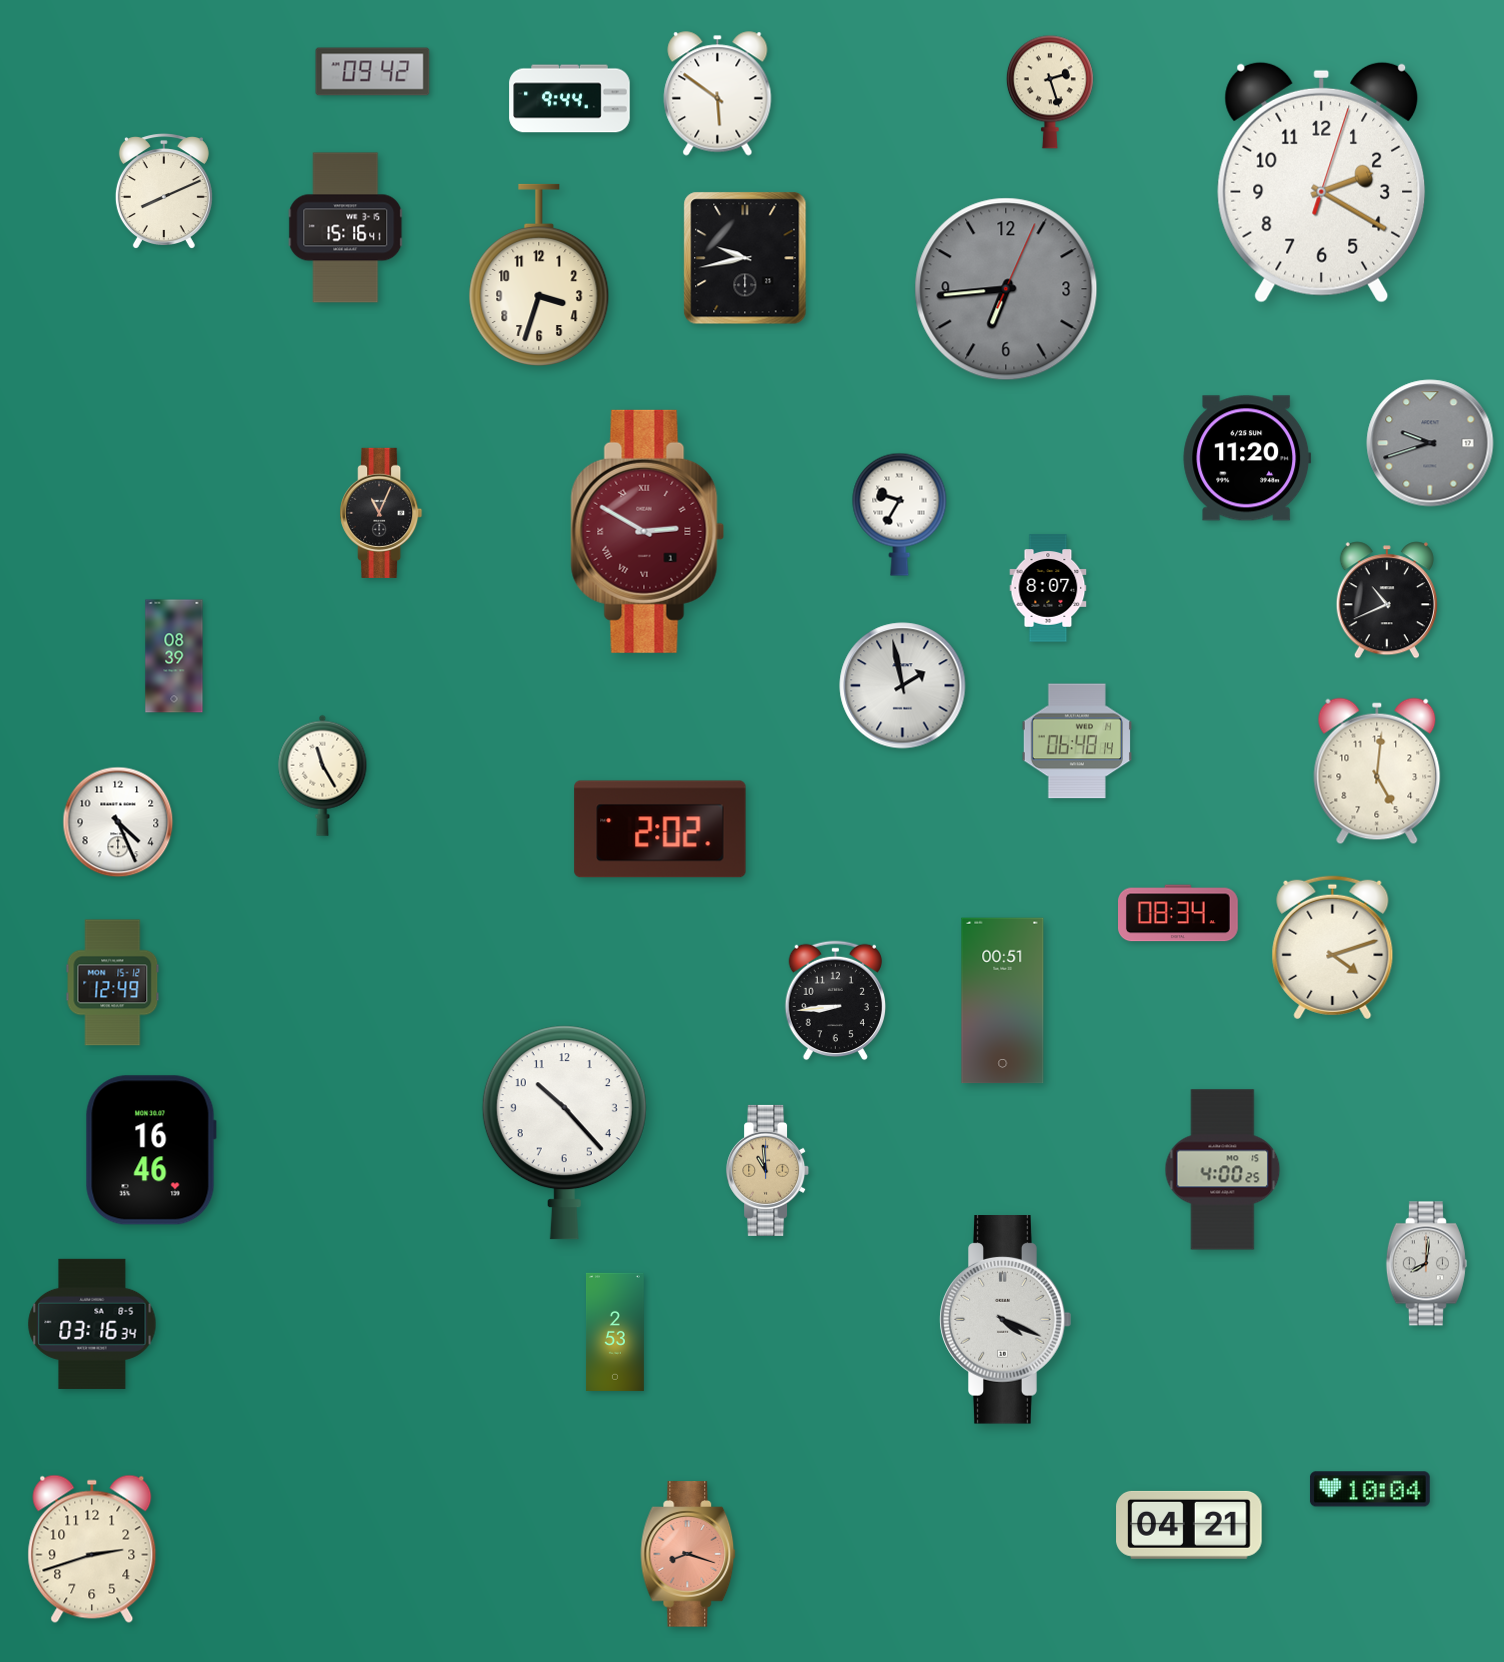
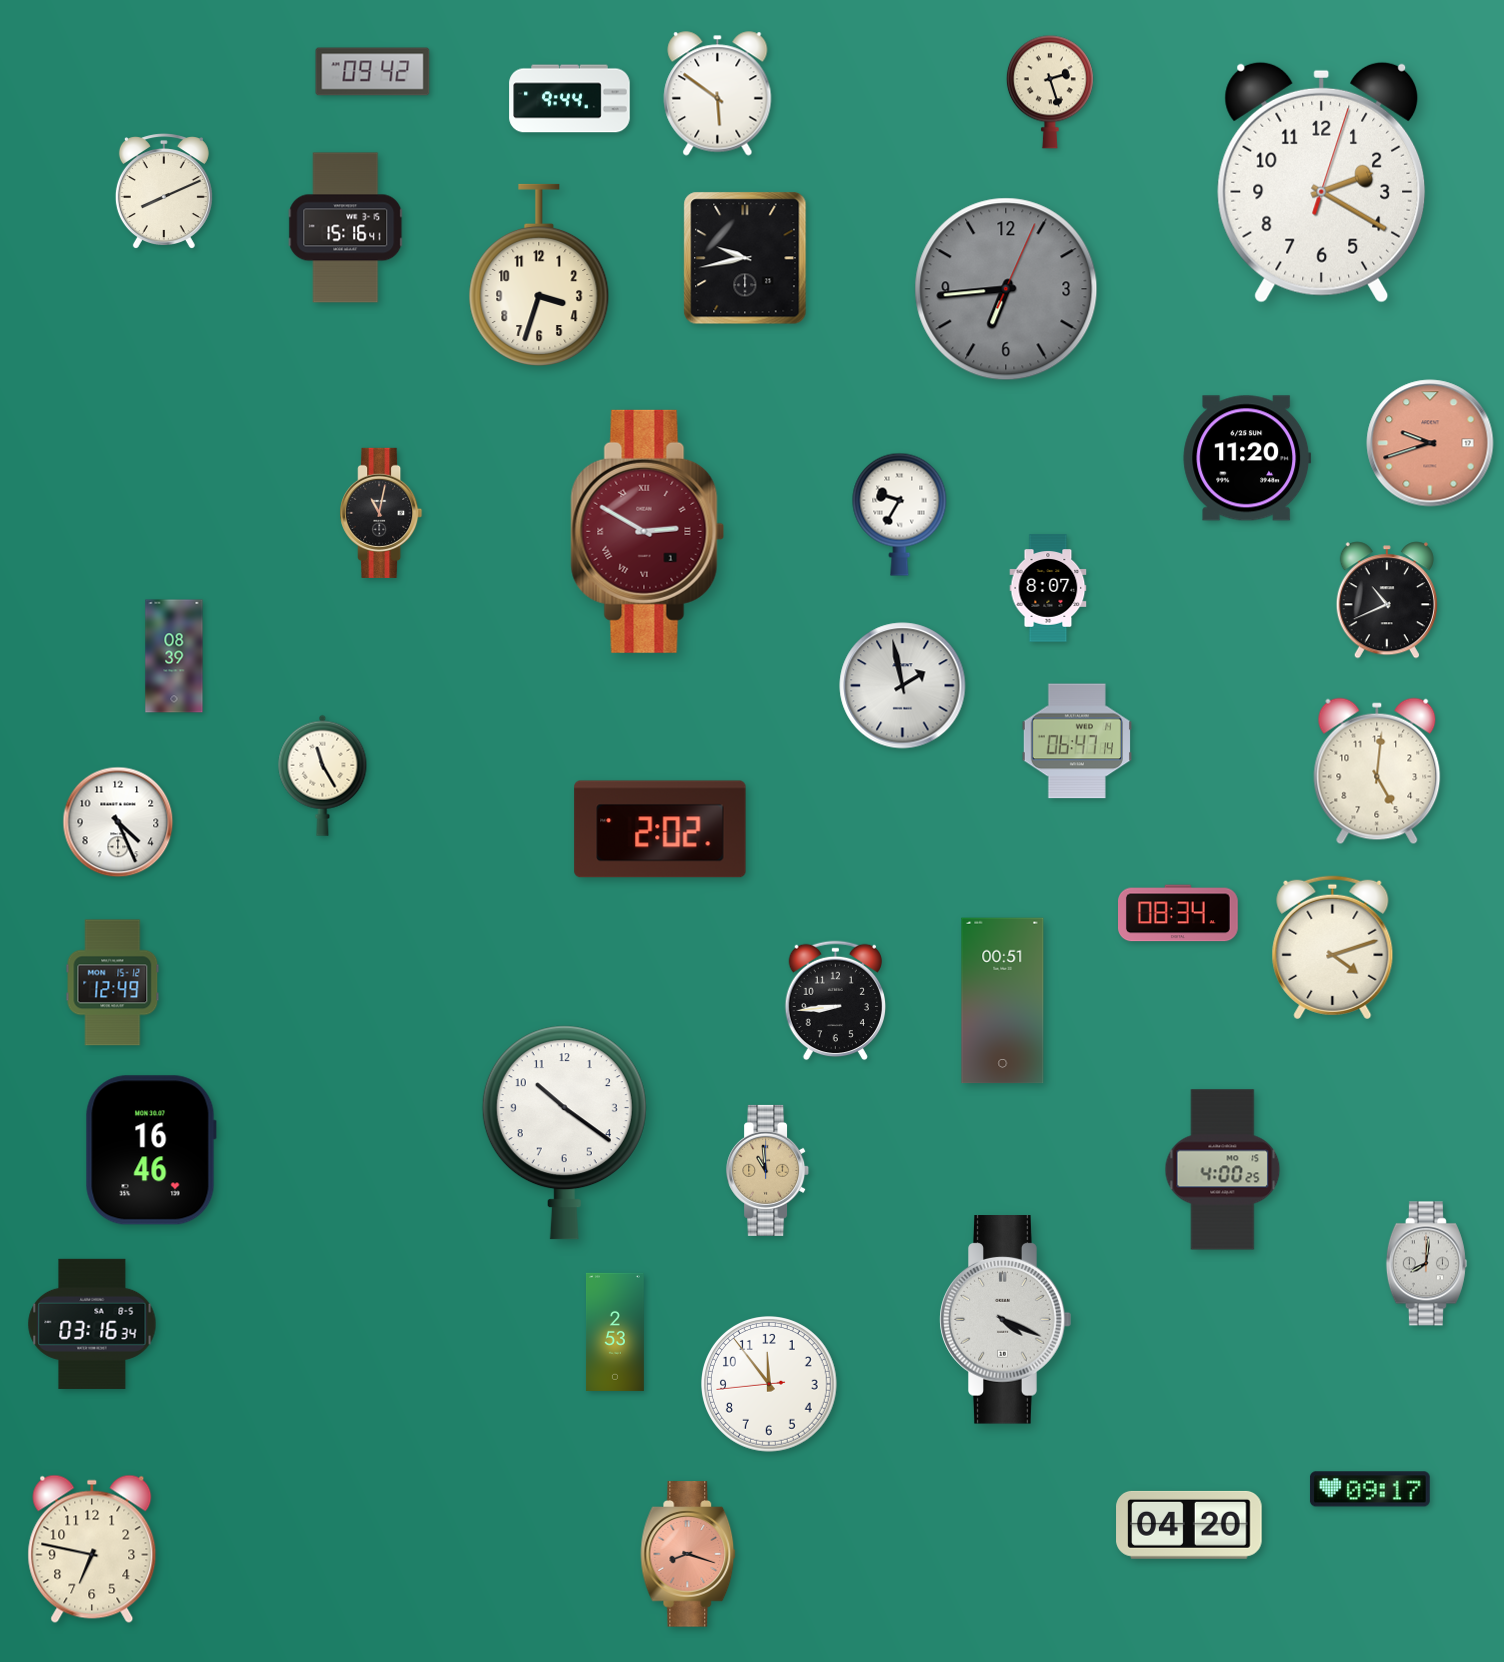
clock at (1430, 443) dial: grey -> salmon
clock at (381, 513): 11:04 -> 11:02
clock at (1077, 741): 06:48 -> 06:47
clock at (564, 1133): 10:23 -> 10:21
clock at (770, 1385): none -> 11:53
clock at (1370, 1489): 10:04 -> 09:17
clock at (1189, 1525): 04:21 -> 04:20
clock at (92, 1549): 2:42 -> 6:47
